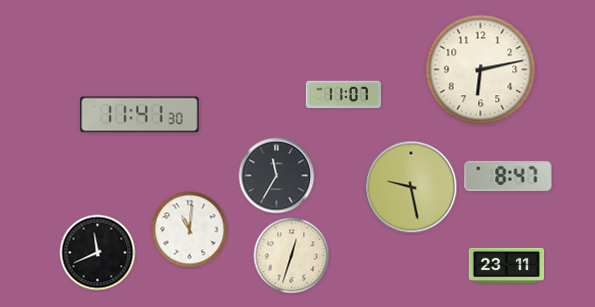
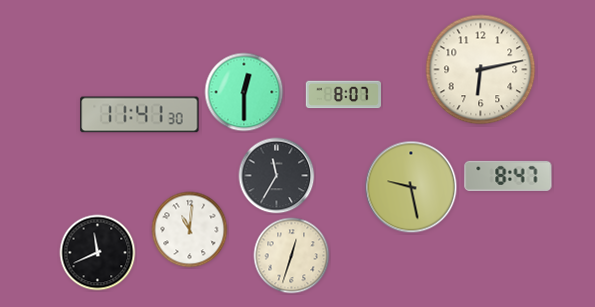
clock at (244, 92): none -> 12:30
clock at (343, 95): 11:07 -> 8:07
clock at (507, 265): 23:11 -> none
